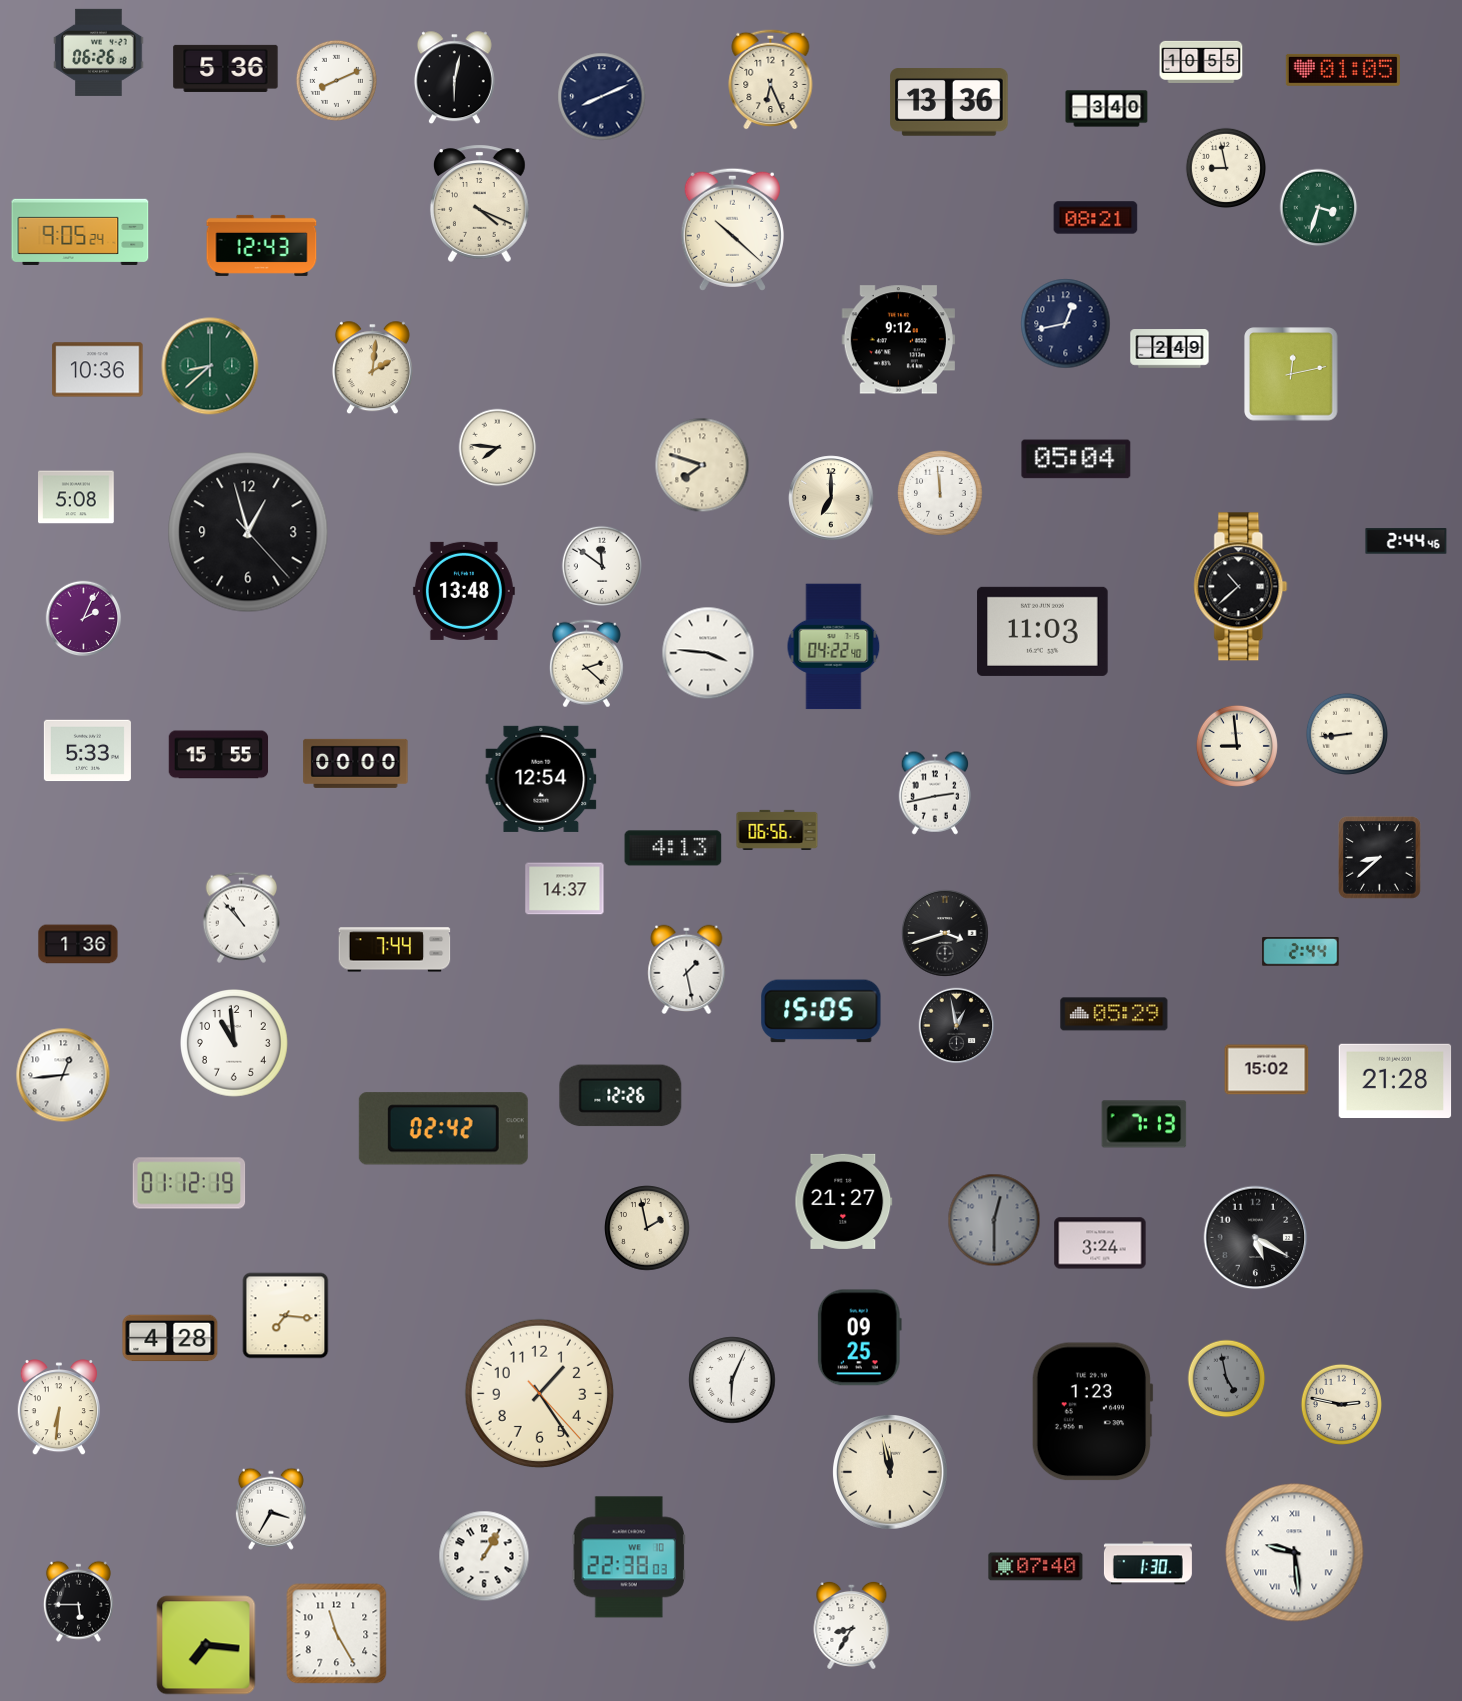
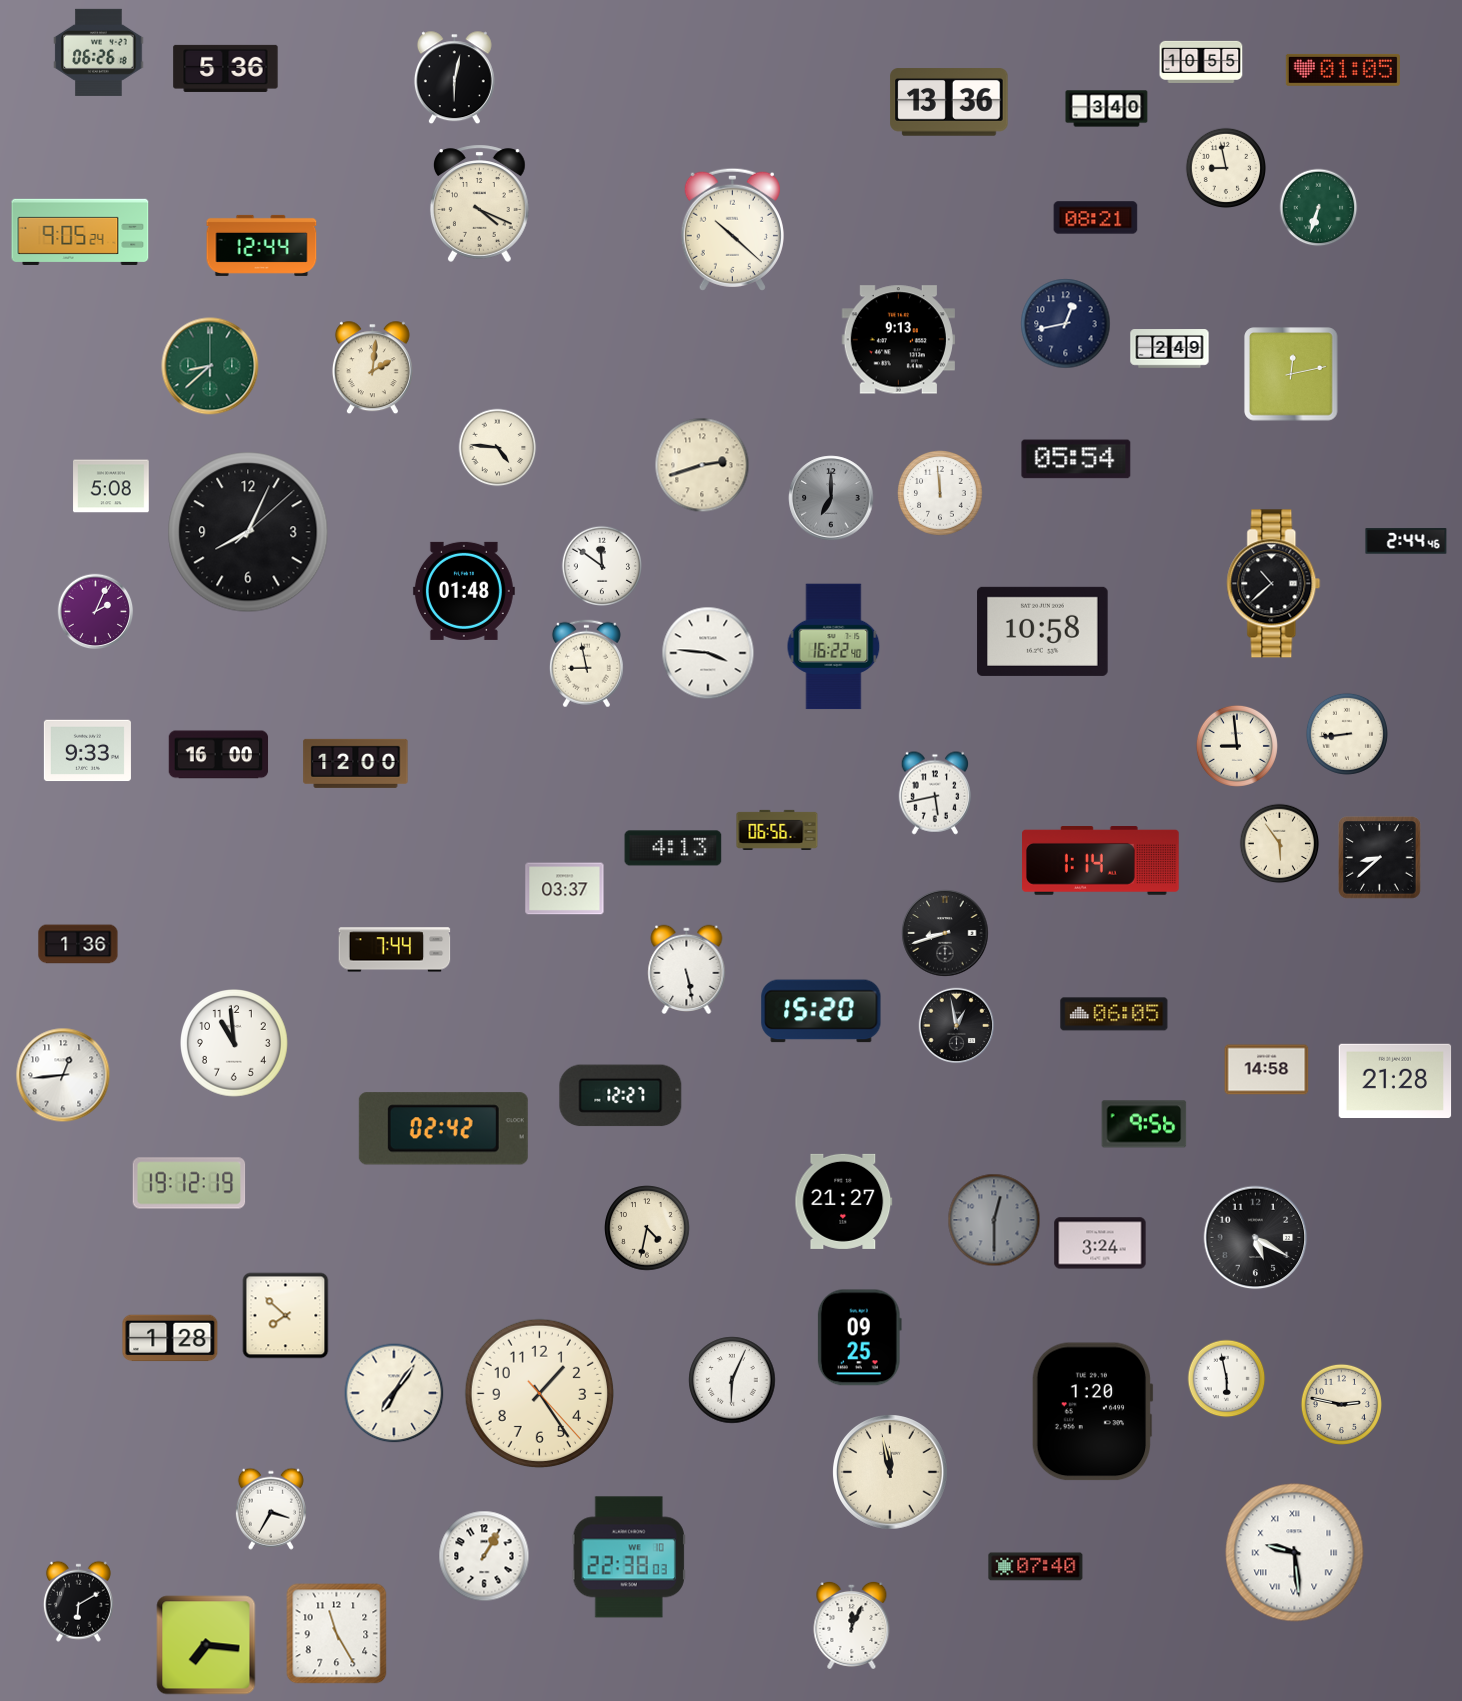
clock at (771, 79): 6:26 -> none
clock at (336, 80): 8:11 -> none
clock at (602, 97): 8:11 -> none
clock at (1319, 208): 3:33 -> 6:33
clock at (262, 245): 12:43 -> 12:44
clock at (898, 340): 9:12 -> 9:13
clock at (98, 370): 10:36 -> none
clock at (498, 448): 7:46 -> 4:46
clock at (1076, 459): 05:04 -> 05:54
clock at (702, 465): 7:48 -> 2:42
clock at (76, 497) position: (76, 497) -> (111, 486)
clock at (831, 498) dial: cream -> grey
clock at (248, 532): 12:57 -> 8:04
clock at (1241, 587) position: (1241, 587) -> (1274, 584)
clock at (464, 591): 13:48 -> 01:48
clock at (84, 619) position: (84, 619) -> (96, 612)
clock at (1043, 631): 11:03 -> 10:58
clock at (834, 647): 04:22 -> 16:22
clock at (586, 664): 2:22 -> 8:58
clock at (87, 751): 5:33 -> 9:33
clock at (219, 755): 15:55 -> 16:00
clock at (356, 763): 00:00 -> 12:00
clock at (541, 779): 12:54 -> none
clock at (934, 793): 2:43 -> 5:43
clock at (1280, 844): none -> 5:54
clock at (1101, 861): none -> 1:14
clock at (565, 889): 14:37 -> 03:37
clock at (241, 917): 10:53 -> none
clock at (945, 933): 3:42 -> 8:42
clock at (1301, 952): 2:44 -> none
clock at (687, 969): 1:28 -> 5:28
clock at (821, 1011): 15:05 -> 15:20
clock at (1114, 1014): 05:29 -> 06:05
clock at (1267, 1070): 15:02 -> 14:58
clock at (621, 1096): 12:26 -> 12:27
clock at (1144, 1124): 7:13 -> 9:56
clock at (189, 1183): 01:12 -> 19:12
clock at (647, 1228): 1:58 -> 4:32
clock at (286, 1316): 7:16 -> 7:52
clock at (170, 1338): 4:28 -> 1:28
clock at (1227, 1379): 4:58 -> 5:58
clock at (1227, 1379) dial: grey -> white
clock at (394, 1393): none -> 7:06
clock at (59, 1408): 6:31 -> none
clock at (1092, 1412): 1:23 -> 1:20
clock at (1148, 1563): 1:30 -> none
clock at (78, 1601): 5:45 -> 6:10
clock at (852, 1625): 8:35 -> 12:04
